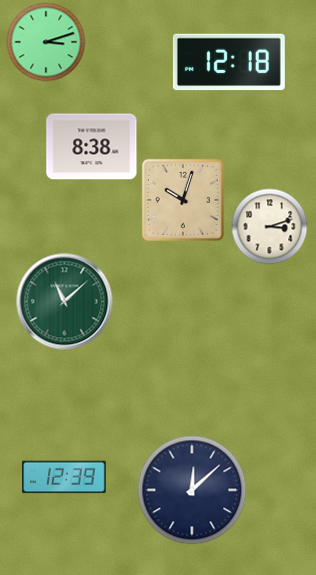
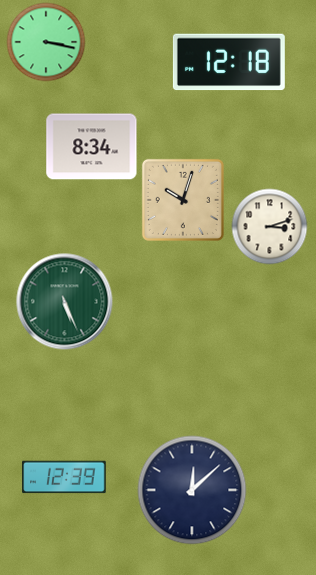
clock at (46, 42): 3:12 -> 3:17
clock at (92, 147): 8:38 -> 8:34
clock at (65, 302): 11:08 -> 5:26
